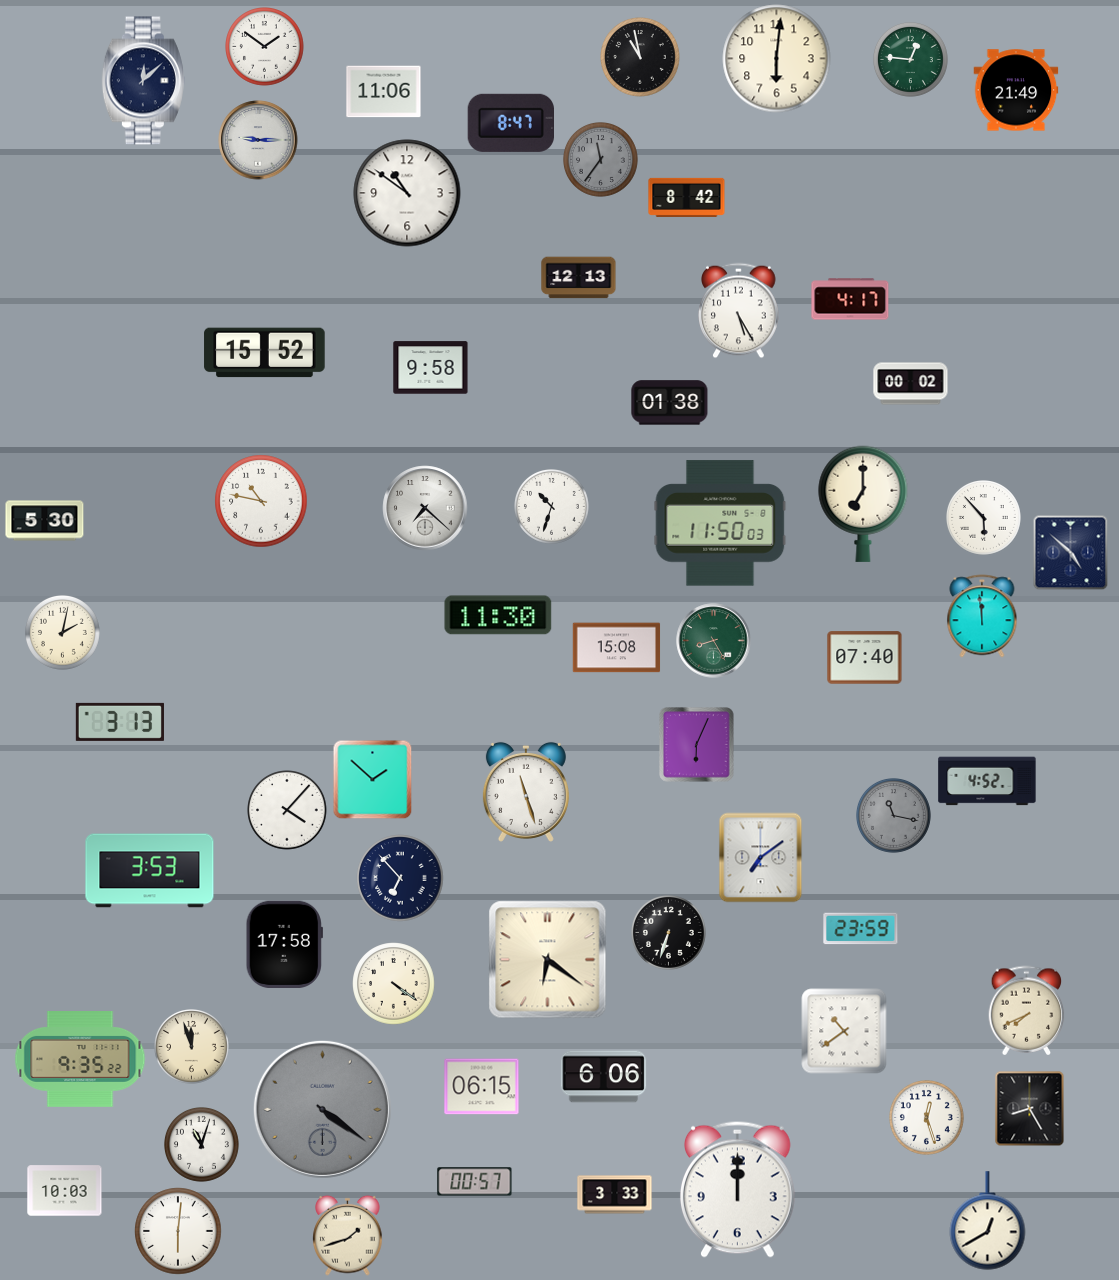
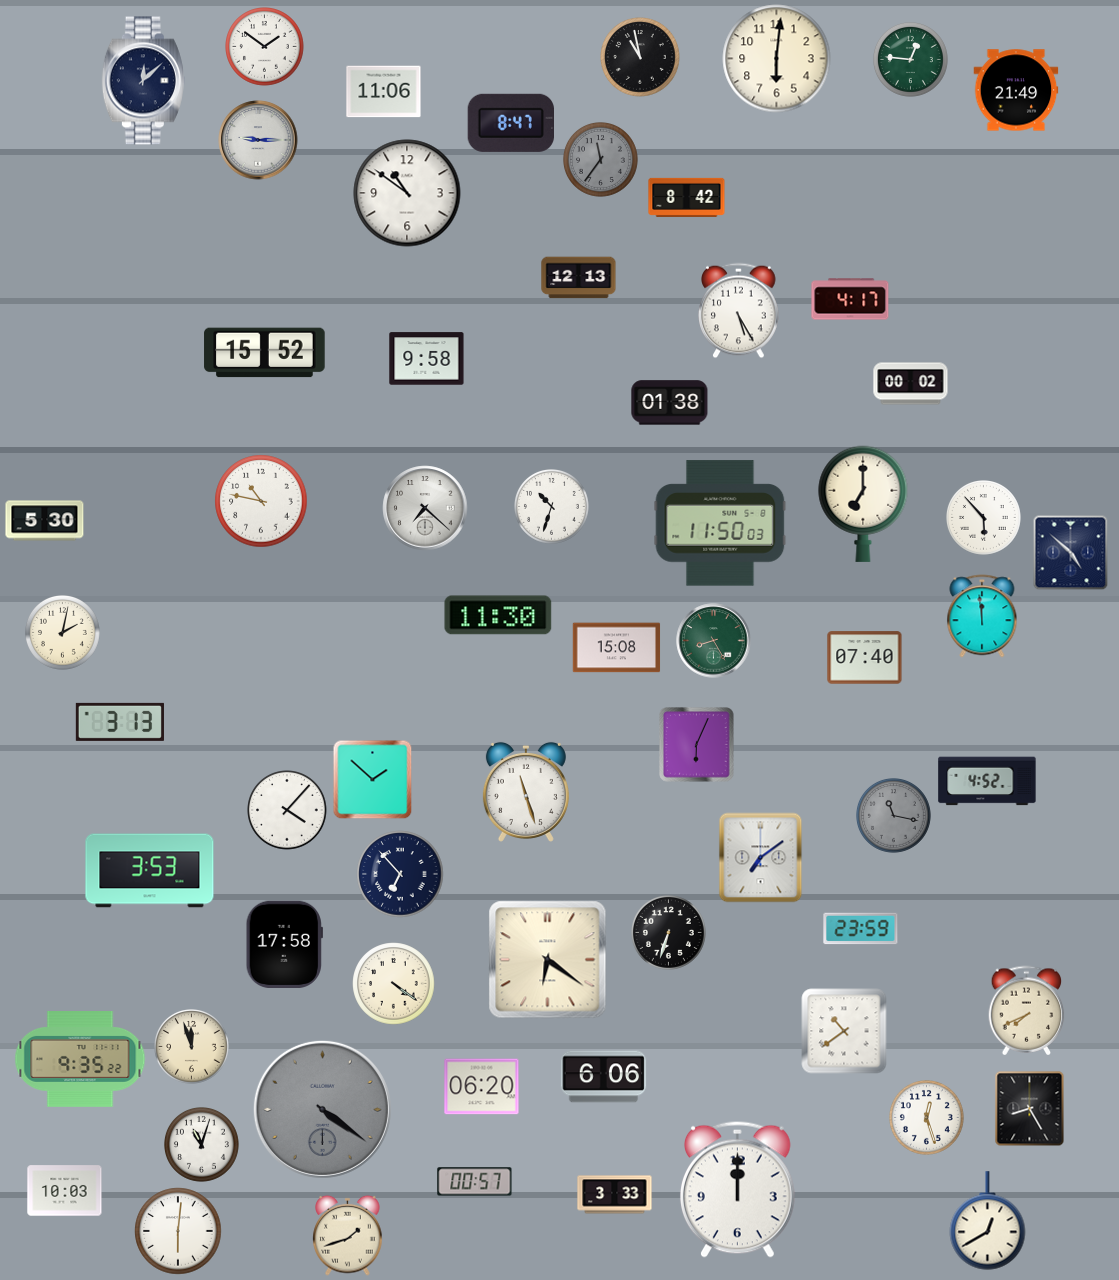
clock at (431, 368) position: (431, 368) -> (427, 359)
clock at (400, 878) position: (400, 878) -> (400, 874)
clock at (482, 1087): 06:15 -> 06:20
